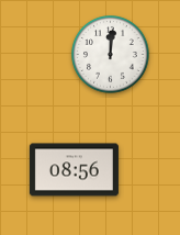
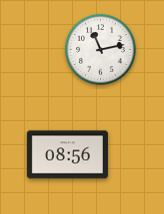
clock at (111, 55): 12:01 -> 11:13
